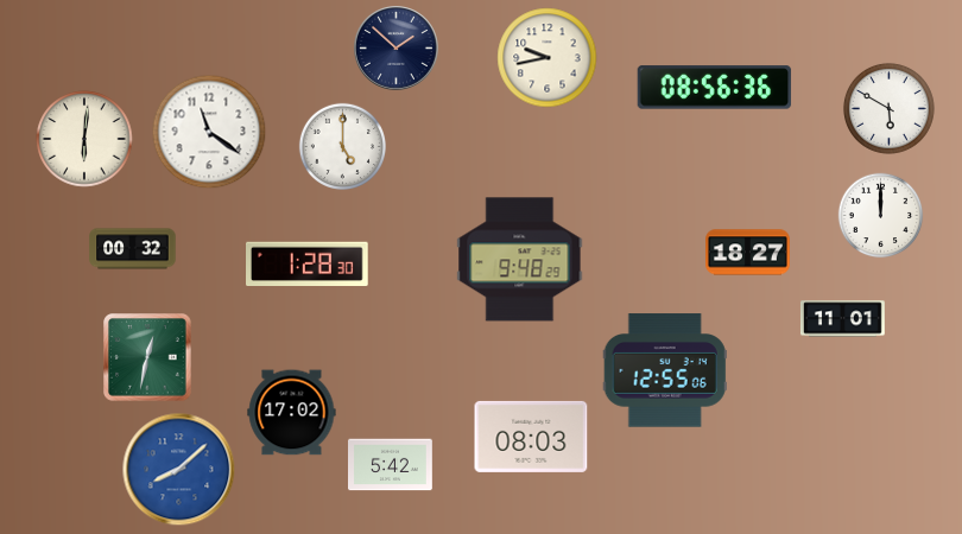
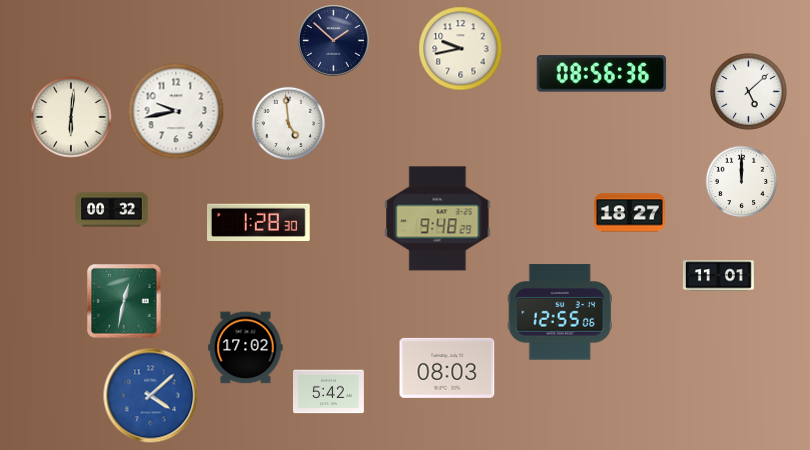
clock at (888, 108): 5:50 -> 5:08
clock at (209, 132): 11:21 -> 9:43
clock at (342, 146): 5:00 -> 4:59
clock at (842, 319) position: (842, 319) -> (718, 276)
clock at (179, 470): 8:08 -> 4:08
